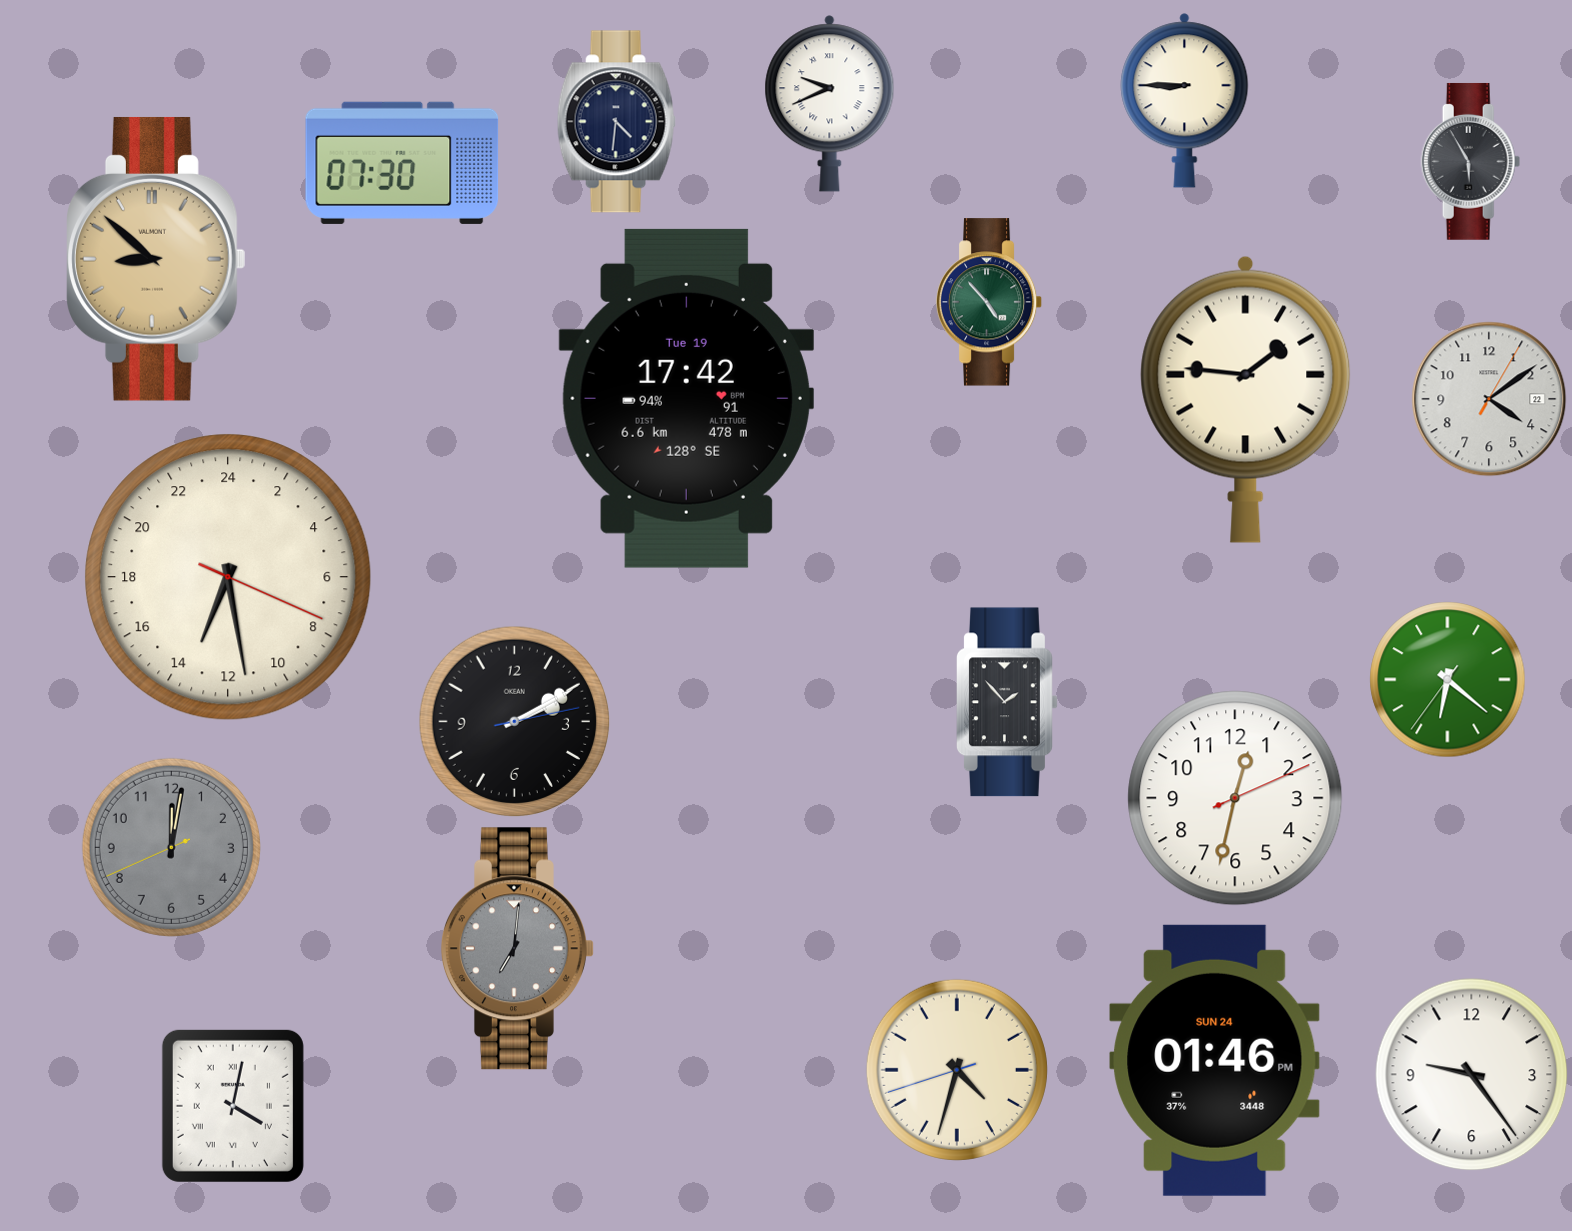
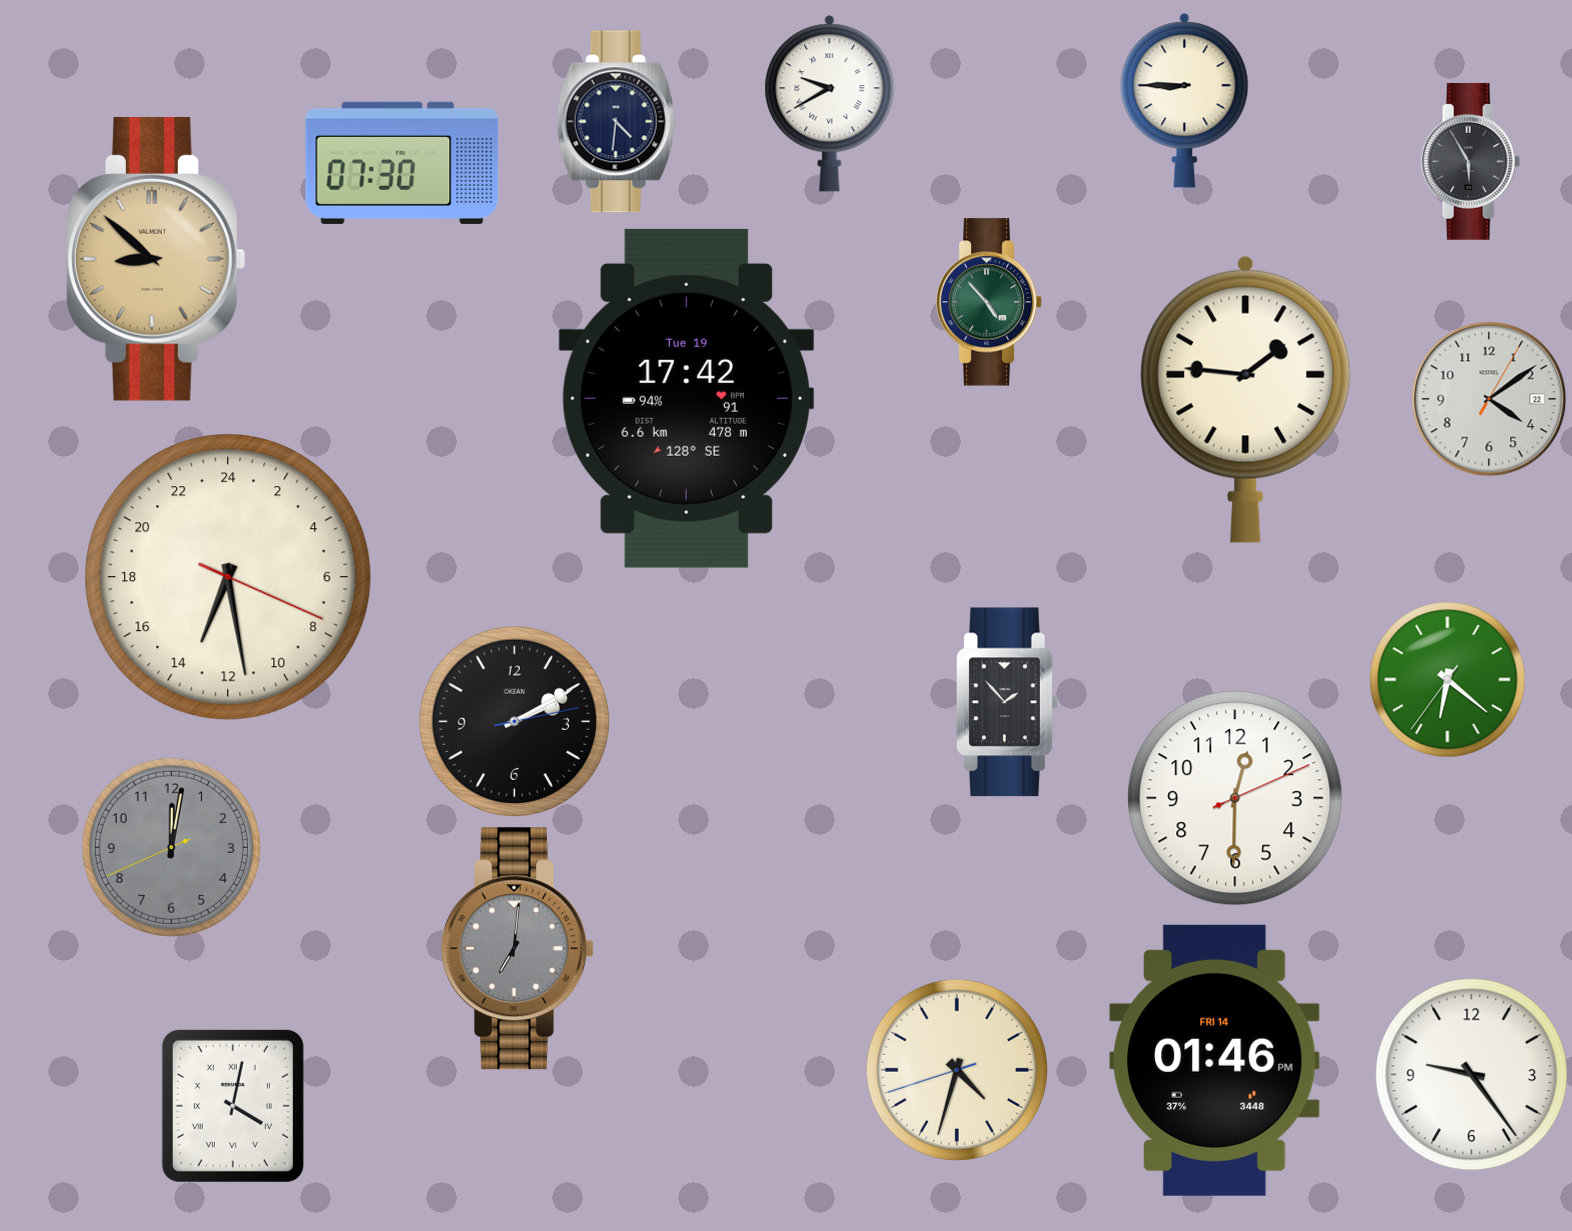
clock at (830, 104): 9:41 -> 9:40
clock at (1235, 798): 12:32 -> 12:30
clock at (1215, 1060) date: SUN 24 -> FRI 14
